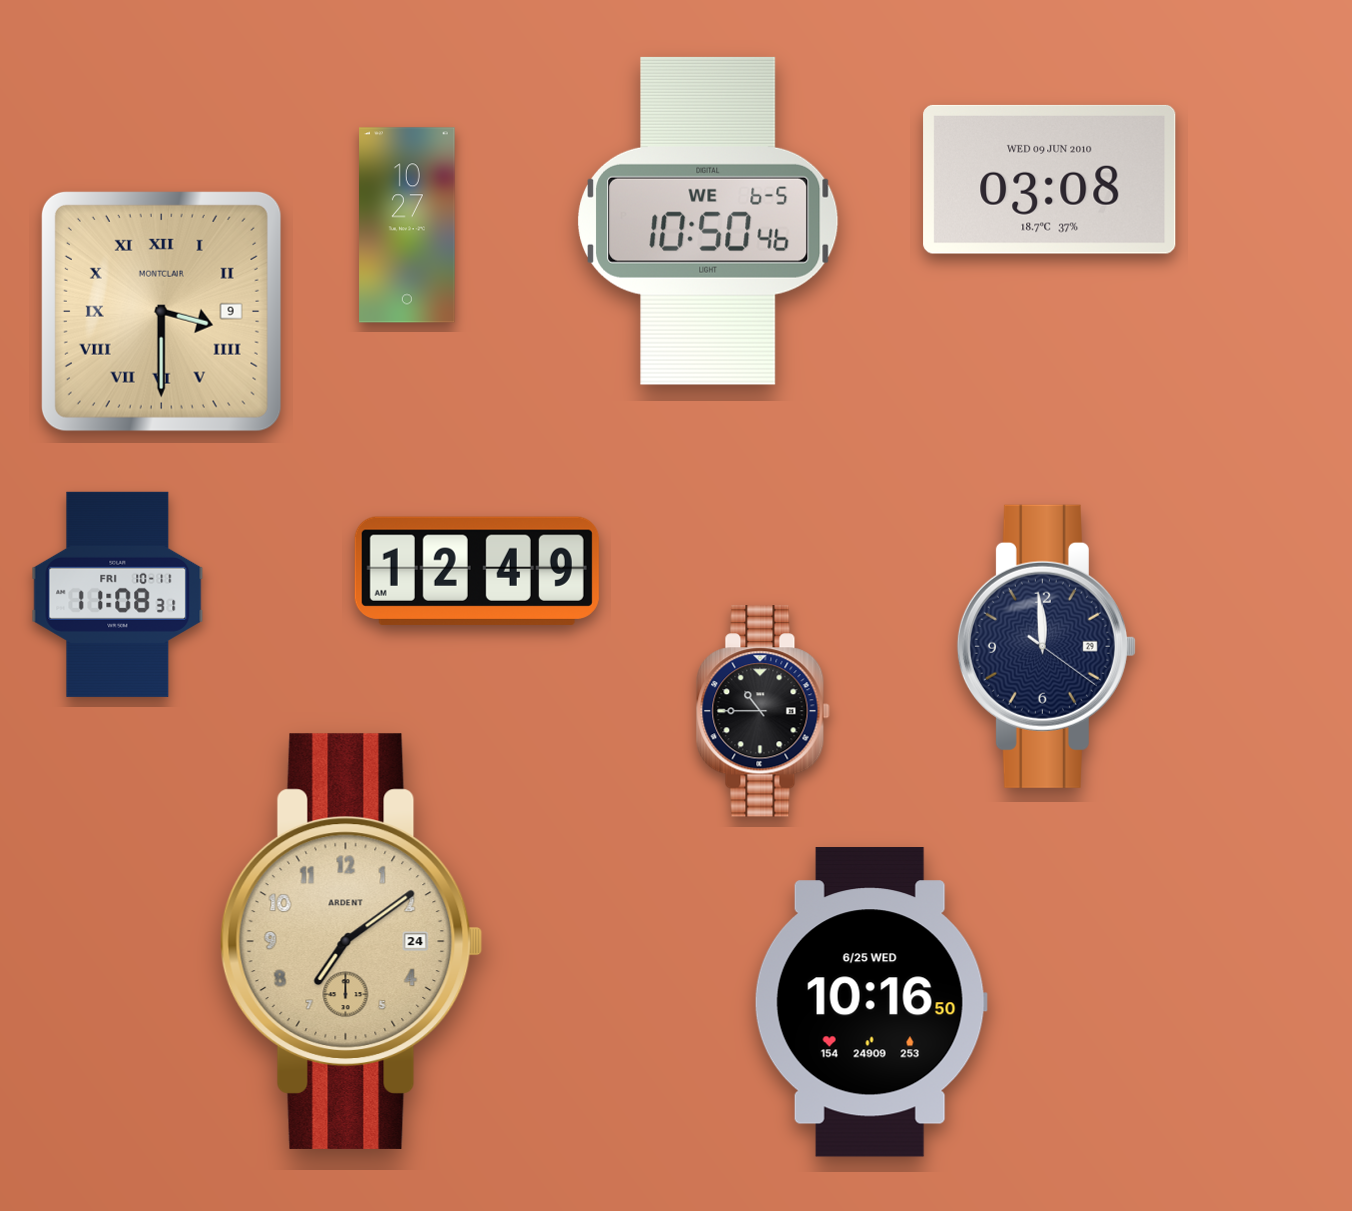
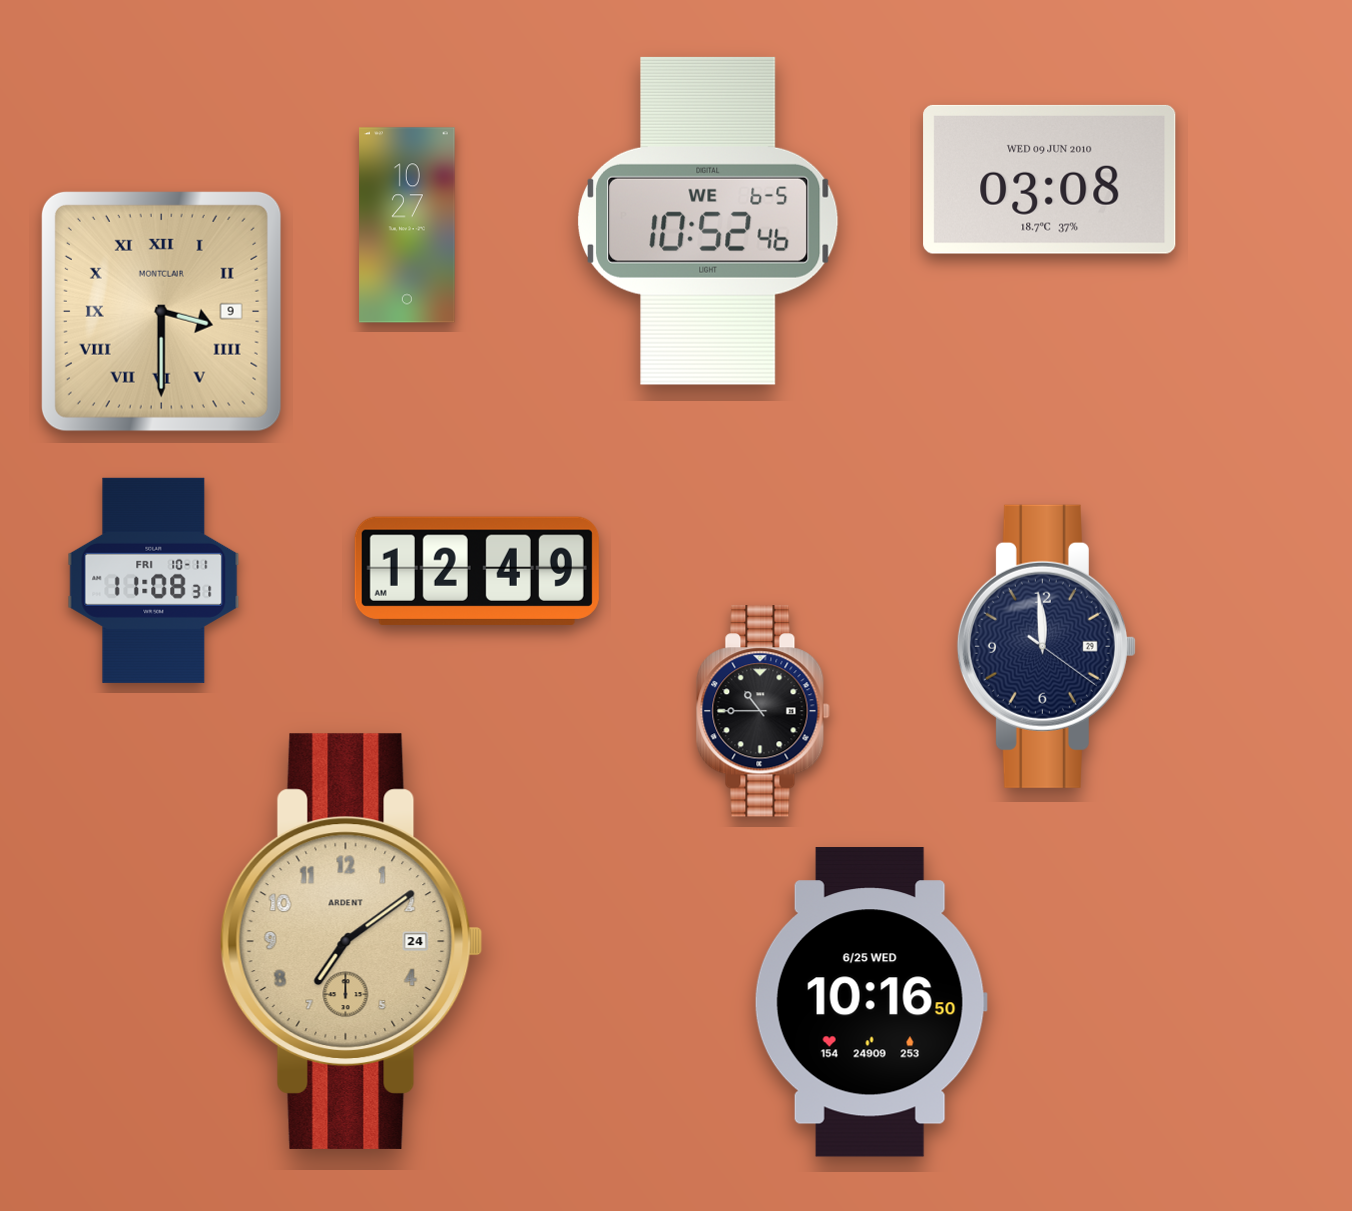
clock at (709, 221): 10:50 -> 10:52
clock at (118, 594) position: (118, 594) -> (154, 580)
